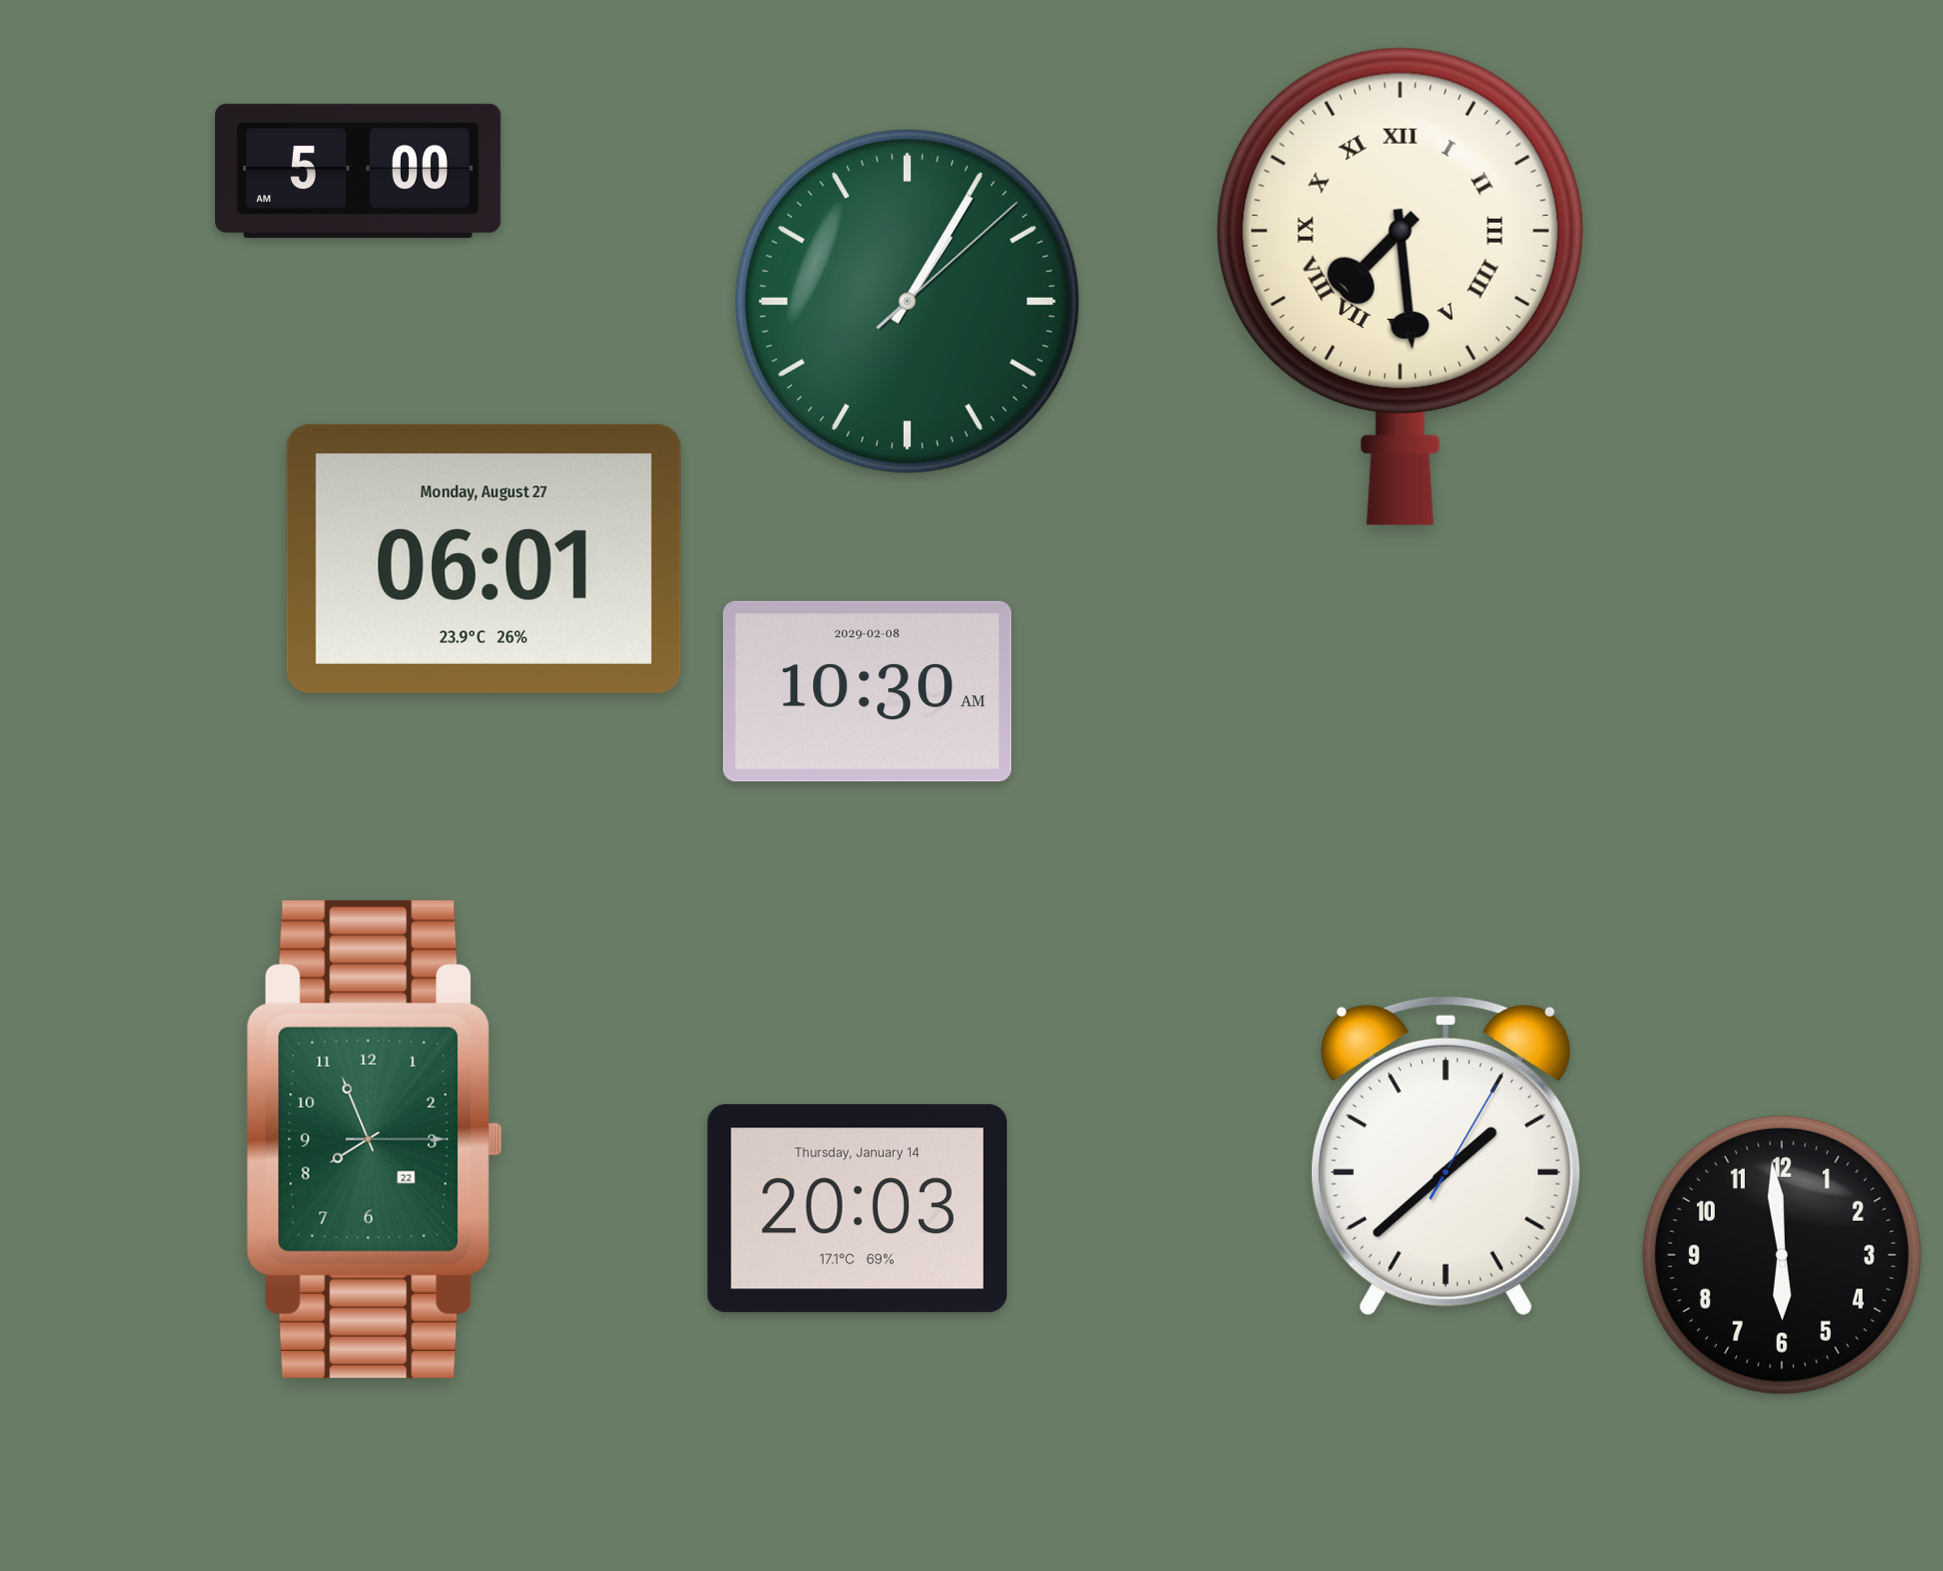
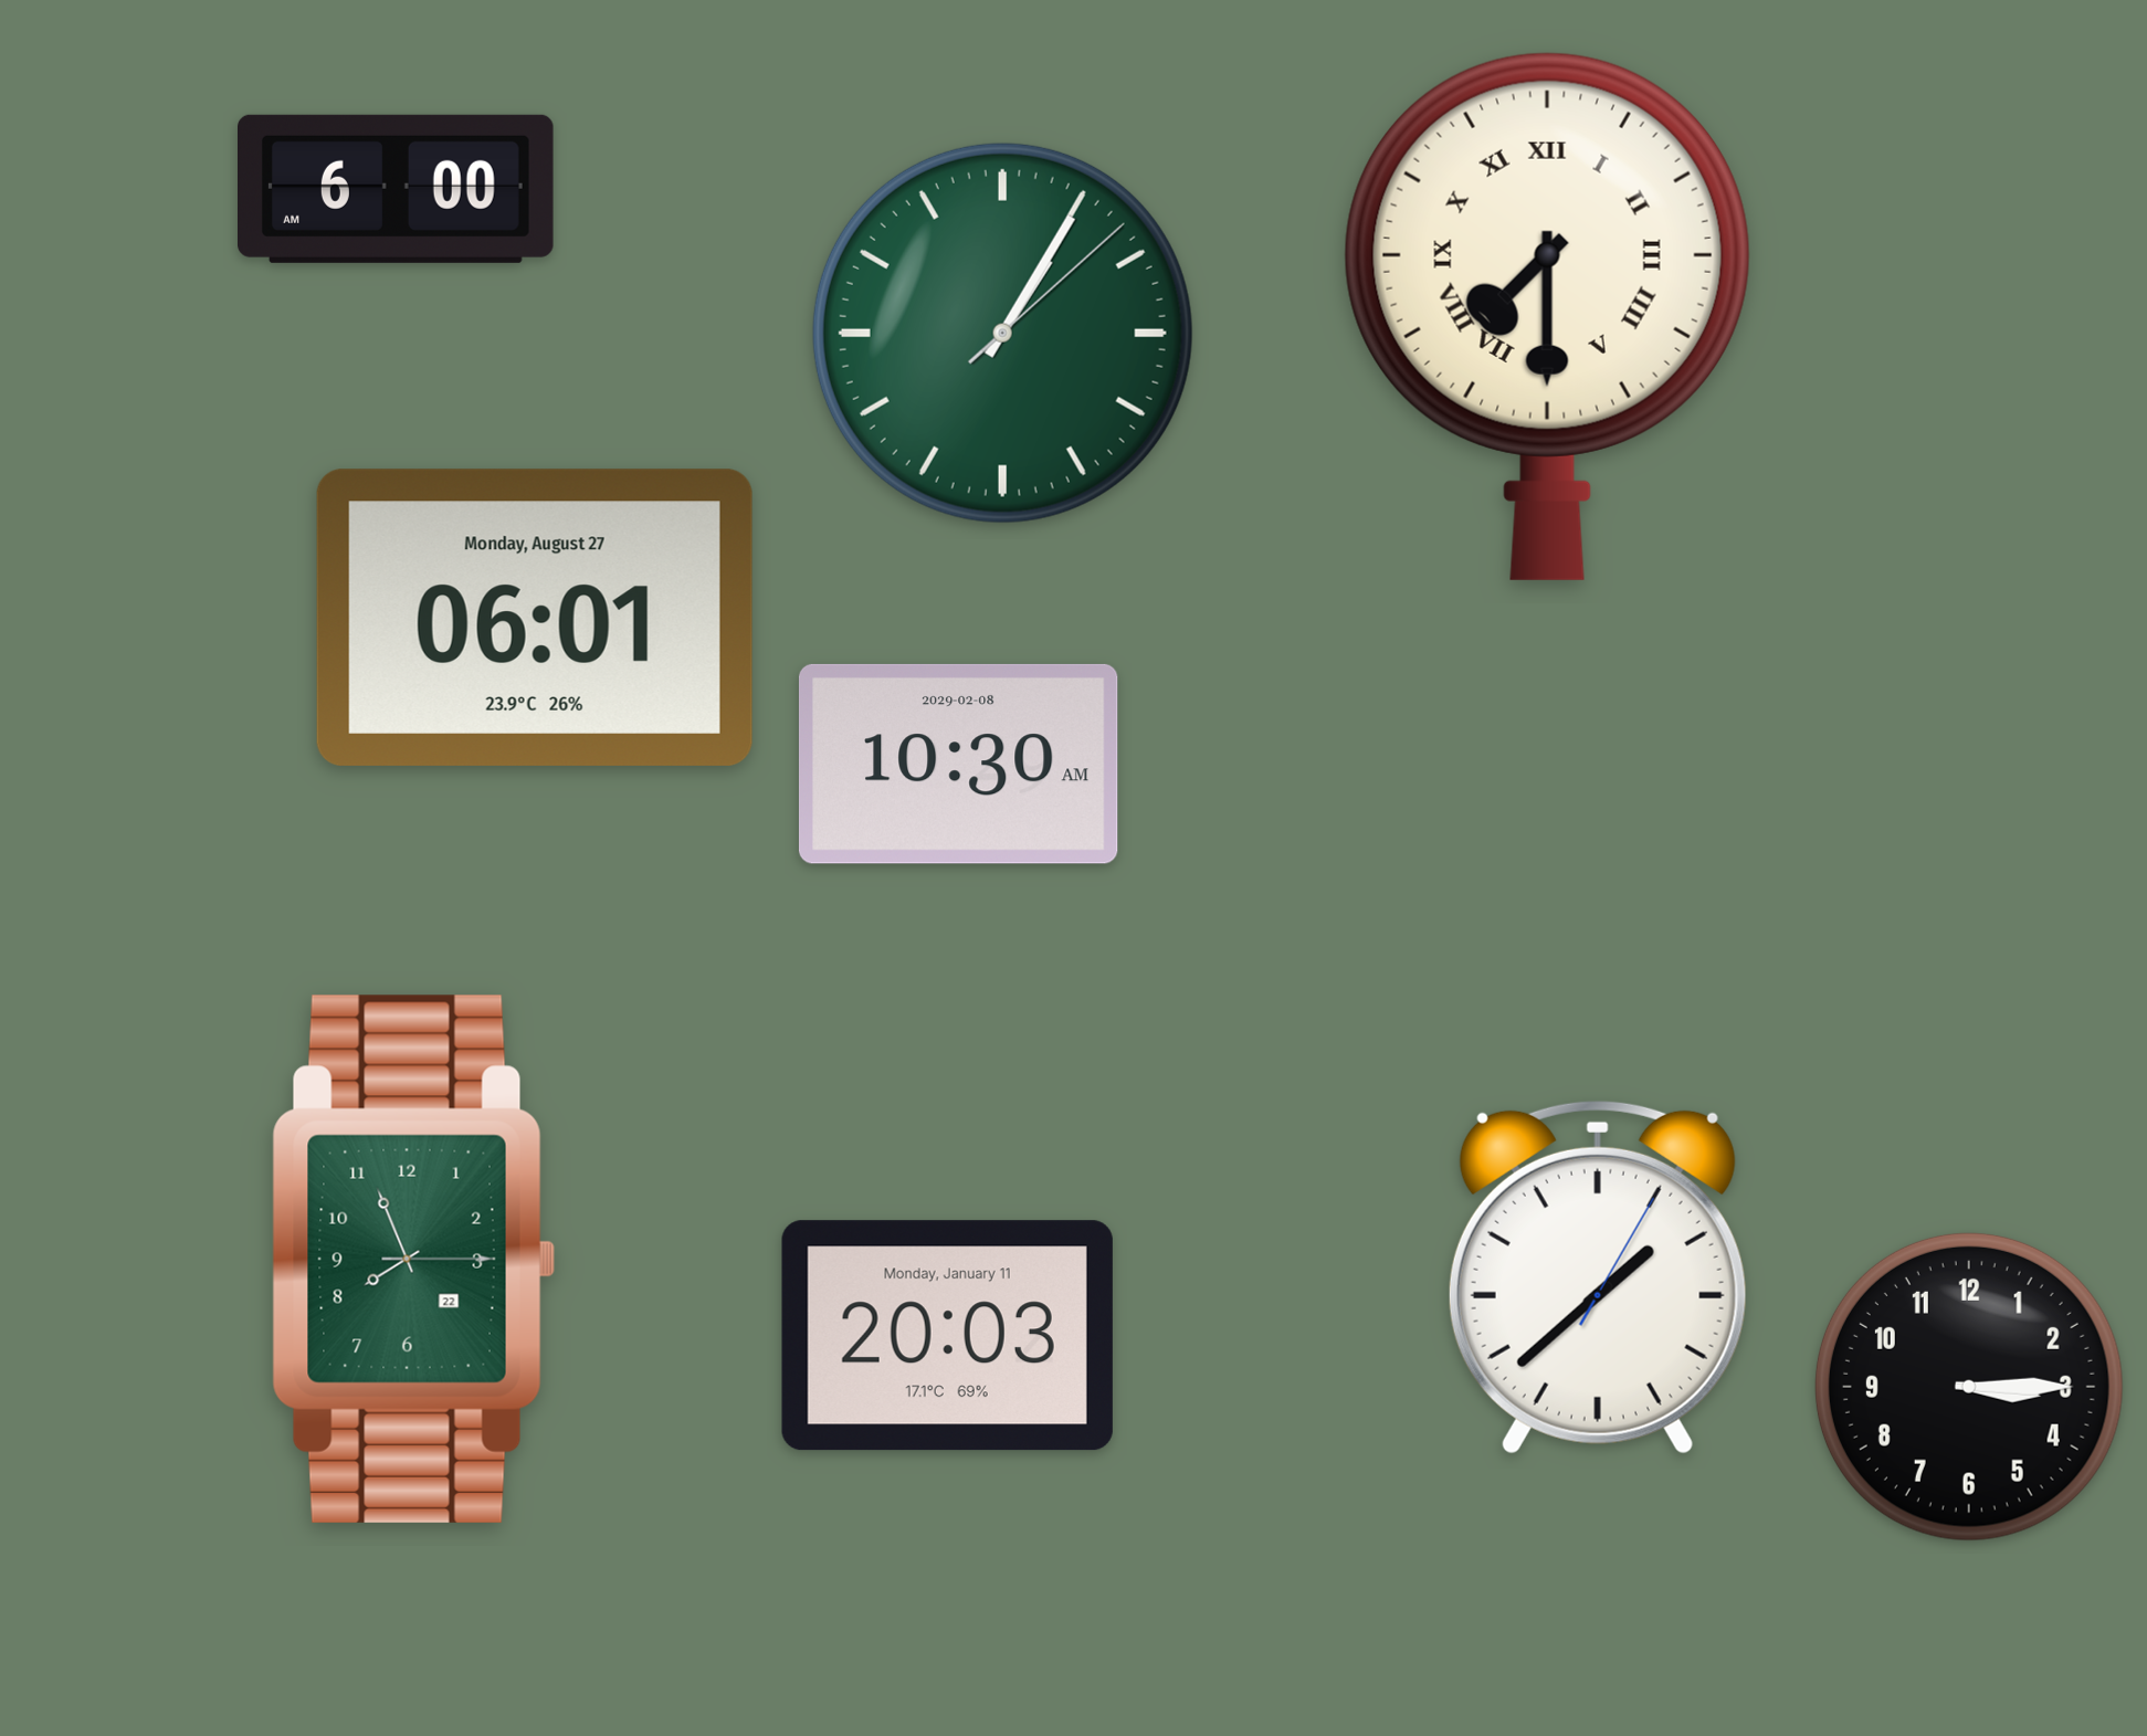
clock at (359, 171): 5:00 -> 6:00
clock at (1400, 286): 7:29 -> 7:30
clock at (857, 1209) date: Thursday, January 14 -> Monday, January 11
clock at (1782, 1255): 5:59 -> 3:15
